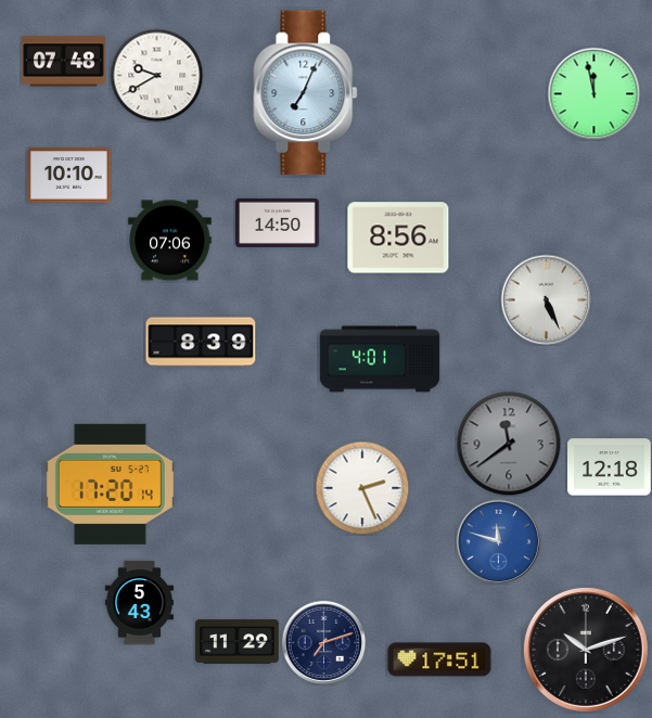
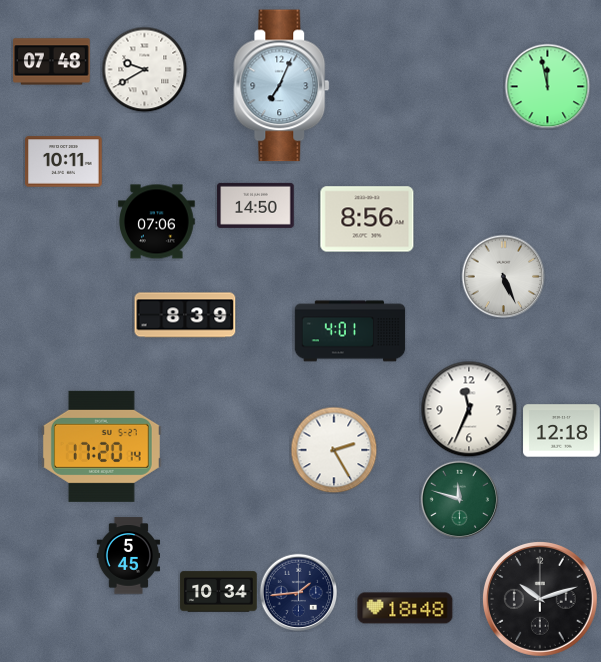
clock at (64, 62) position: (64, 62) -> (52, 62)
clock at (69, 176): 10:10 -> 10:11
clock at (509, 444): 11:39 -> 11:34
clock at (509, 444) dial: grey -> white
clock at (362, 488): 2:26 -> 2:25
clock at (498, 541) dial: blue -> green
clock at (139, 603): 5:43 -> 5:45
clock at (238, 642): 11:29 -> 10:34
clock at (323, 642): 7:12 -> 1:44
clock at (439, 659): 17:51 -> 18:48
